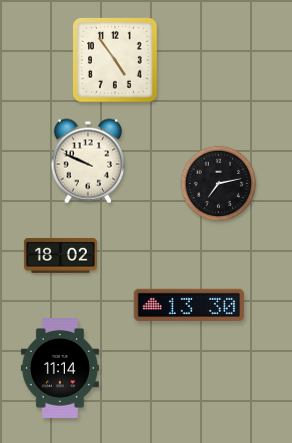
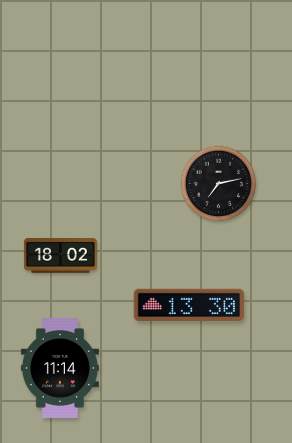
clock at (116, 61): 4:54 -> none
clock at (87, 161): 9:49 -> none
